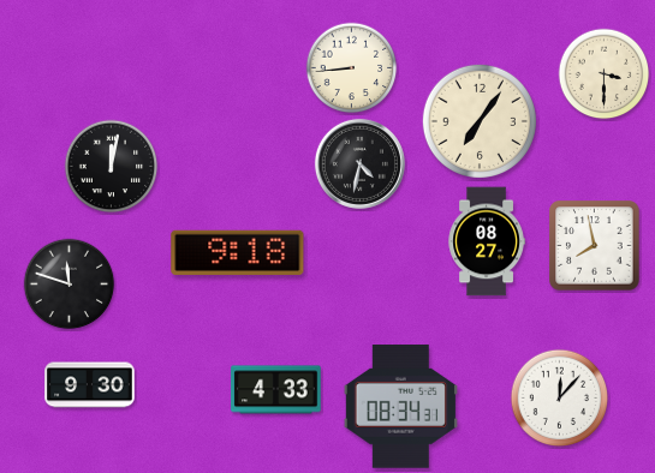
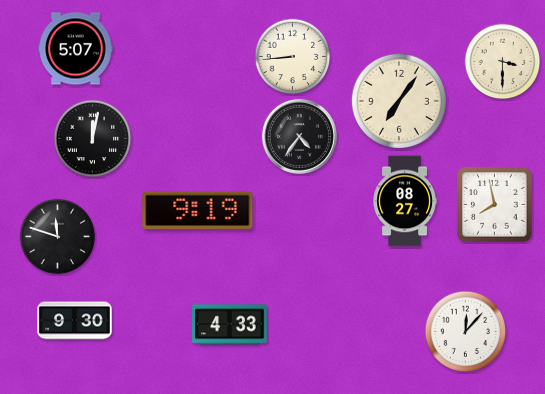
clock at (76, 49): none -> 5:07
clock at (359, 163): 4:32 -> 4:36
clock at (238, 252): 9:18 -> 9:19
clock at (400, 407): 08:34 -> none
